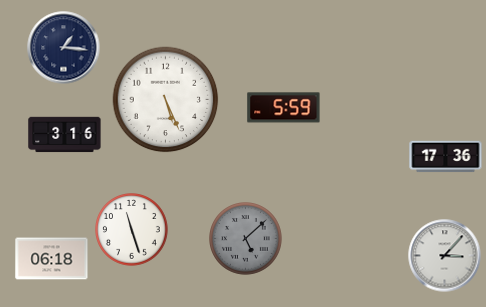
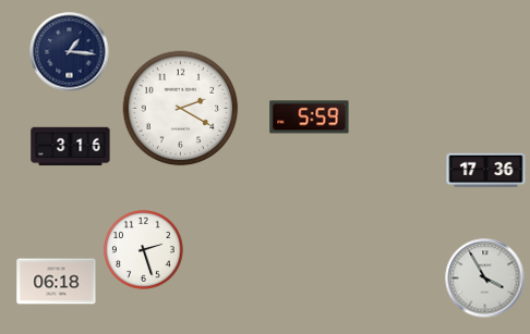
clock at (166, 100): 5:26 -> 2:20
clock at (132, 230): 11:27 -> 2:27
clock at (246, 239): 5:08 -> none
clock at (445, 256): 3:07 -> 3:55
